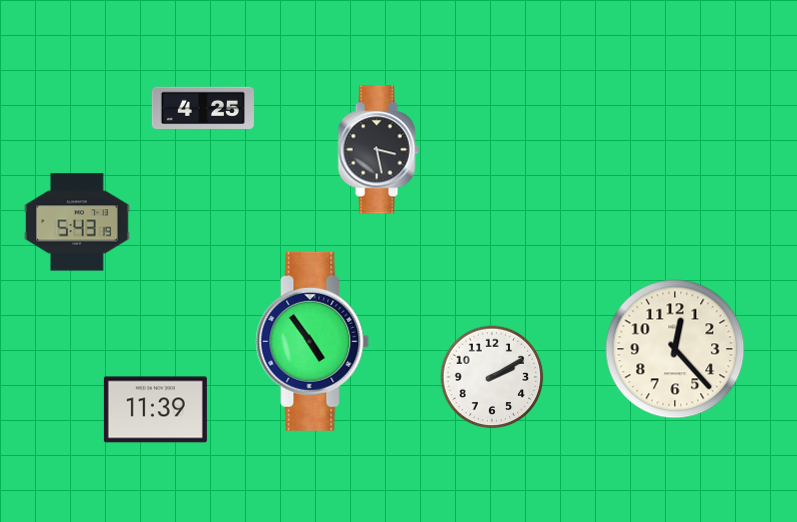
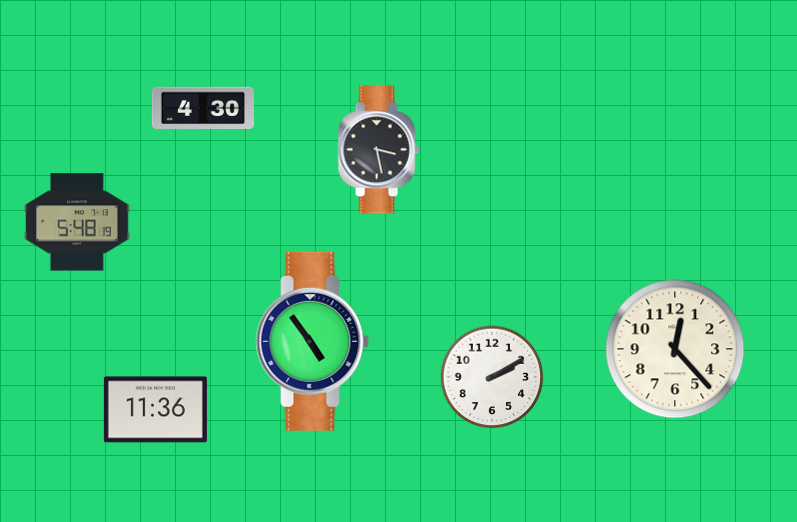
clock at (203, 108): 4:25 -> 4:30
clock at (77, 222): 5:43 -> 5:48
clock at (155, 410): 11:39 -> 11:36
